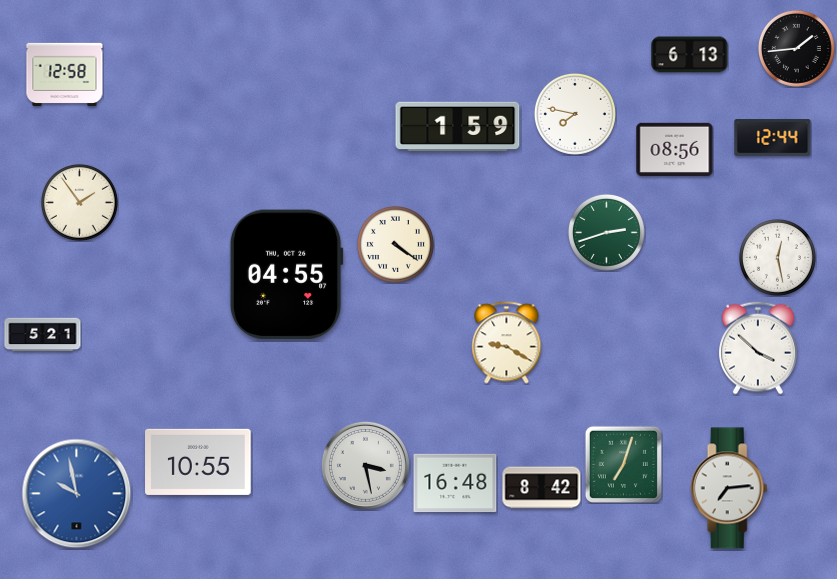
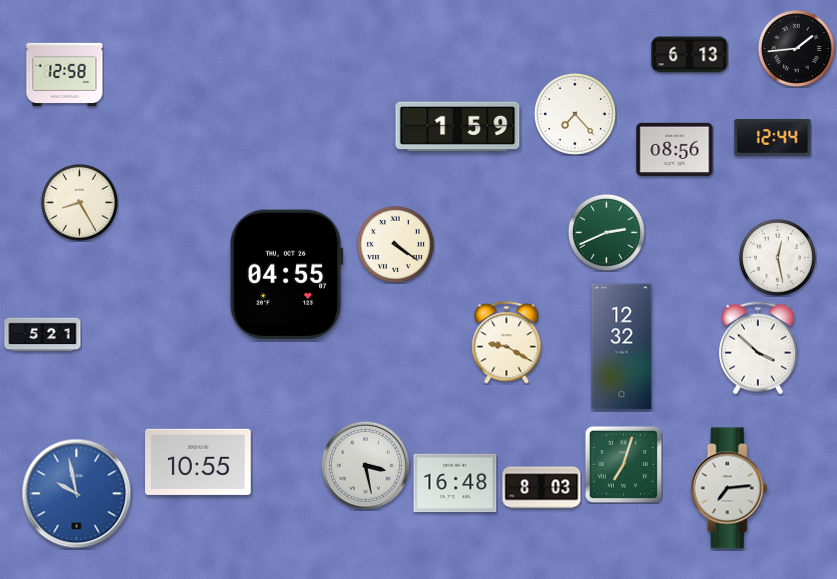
clock at (575, 114): 7:47 -> 7:23
clock at (79, 202): 1:54 -> 8:25
clock at (606, 232): 2:42 -> 2:41
clock at (622, 347): none -> 12:32
clock at (542, 488): 8:42 -> 8:03
